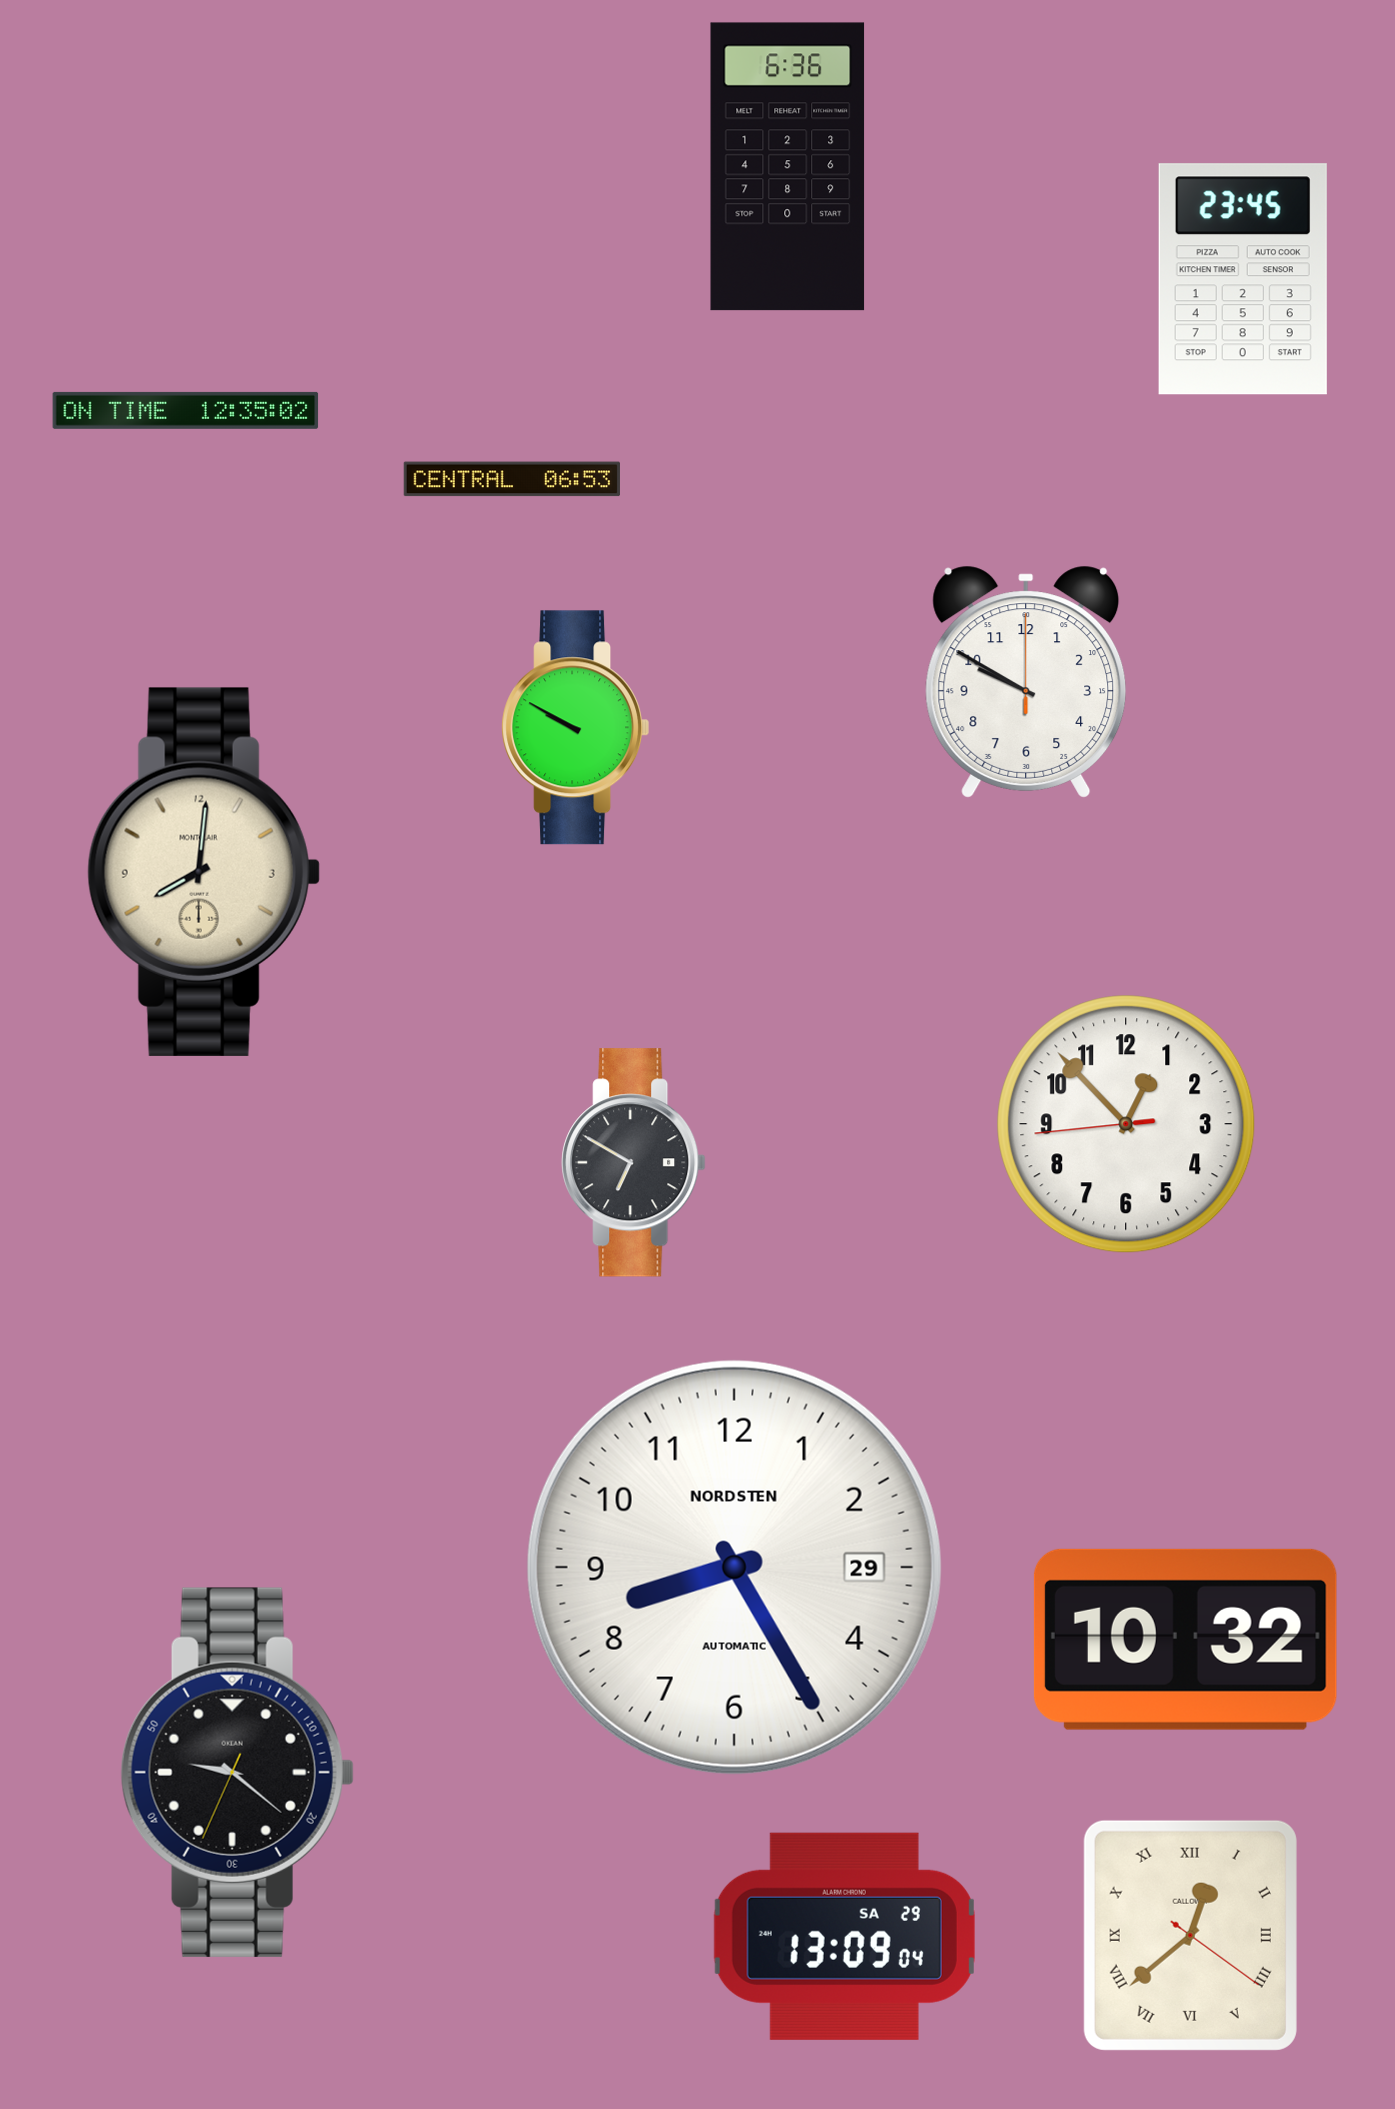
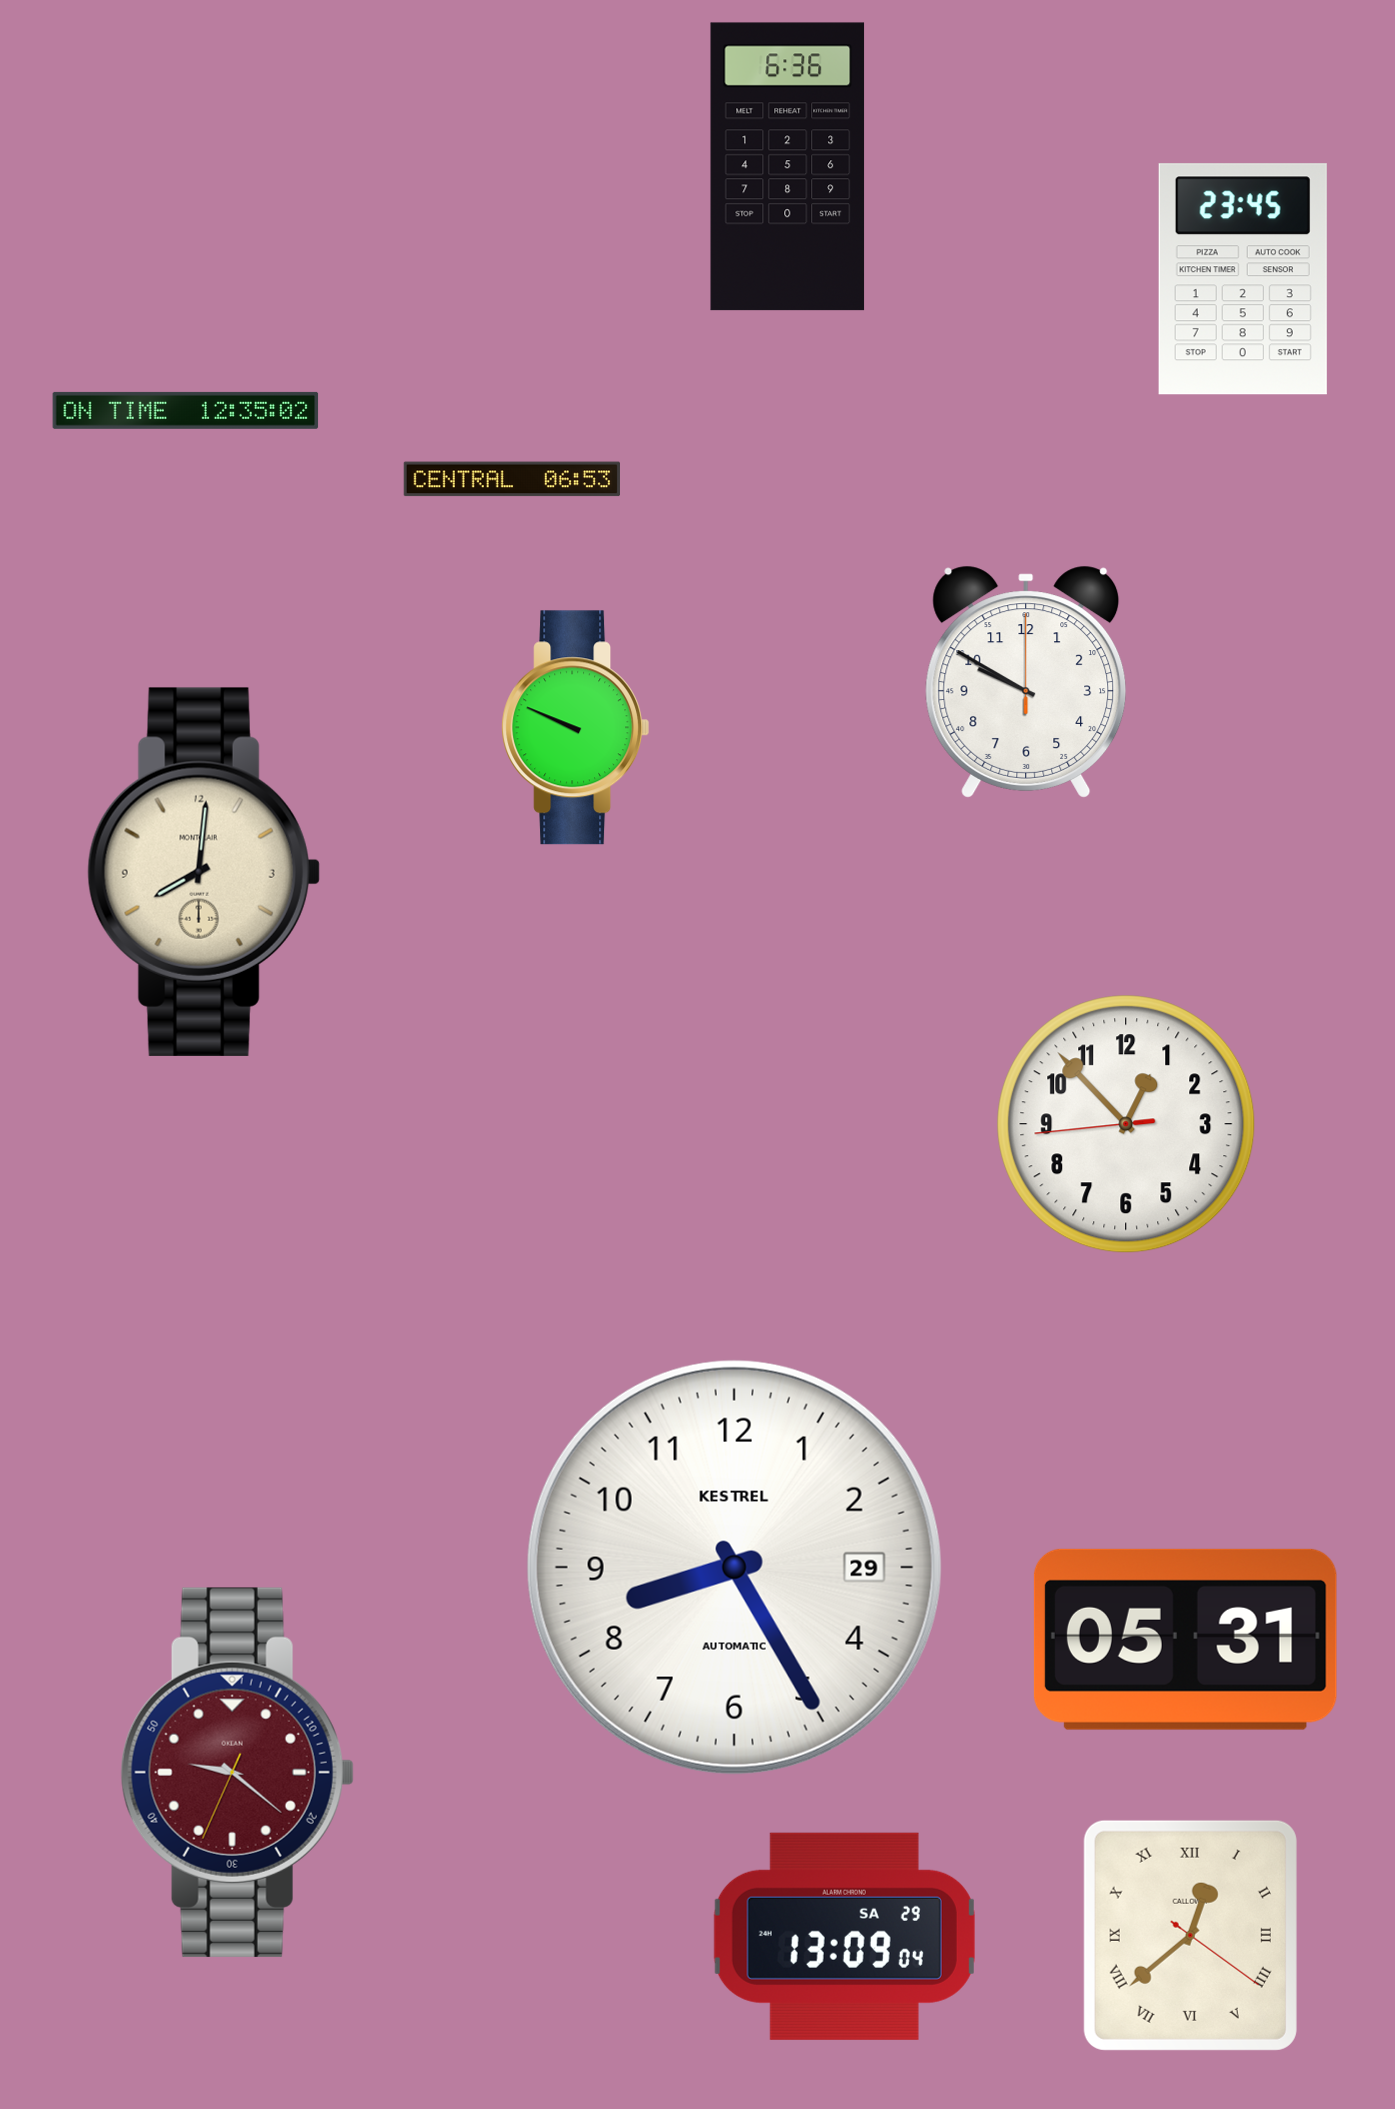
clock at (576, 728): 9:50 -> 9:49
clock at (634, 1163): 6:50 -> none
clock at (734, 1567) brand: NORDSTEN -> KESTREL
clock at (1185, 1639): 10:32 -> 05:31
clock at (237, 1772) dial: black -> burgundy
